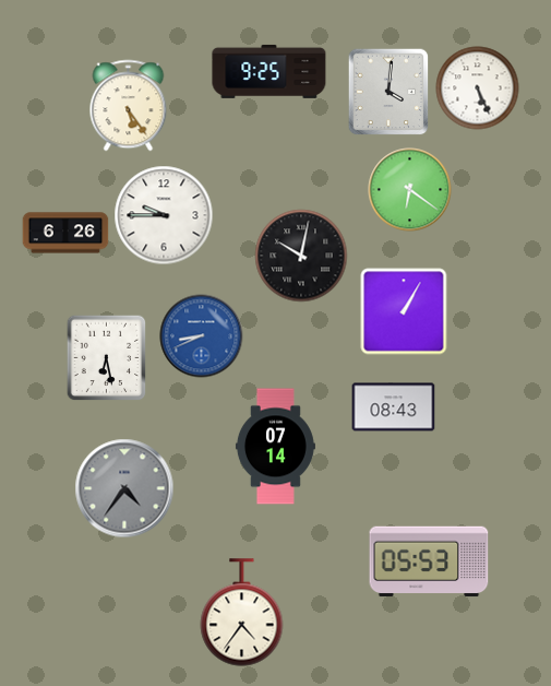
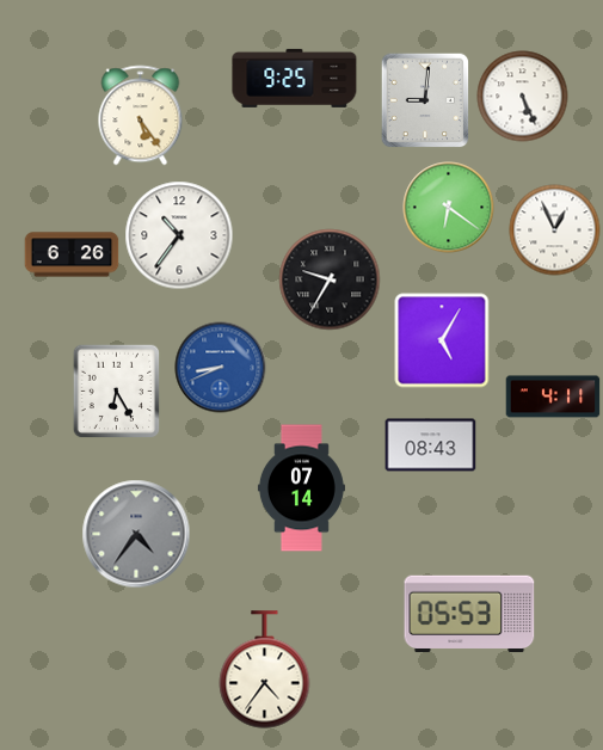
clock at (388, 92): 4:01 -> 9:01
clock at (555, 230): none -> 12:56
clock at (164, 215): 9:45 -> 10:36
clock at (301, 256): 10:02 -> 9:35
clock at (404, 311): 1:05 -> 5:05
clock at (107, 357): 6:28 -> 6:25
clock at (553, 396): none -> 4:11
